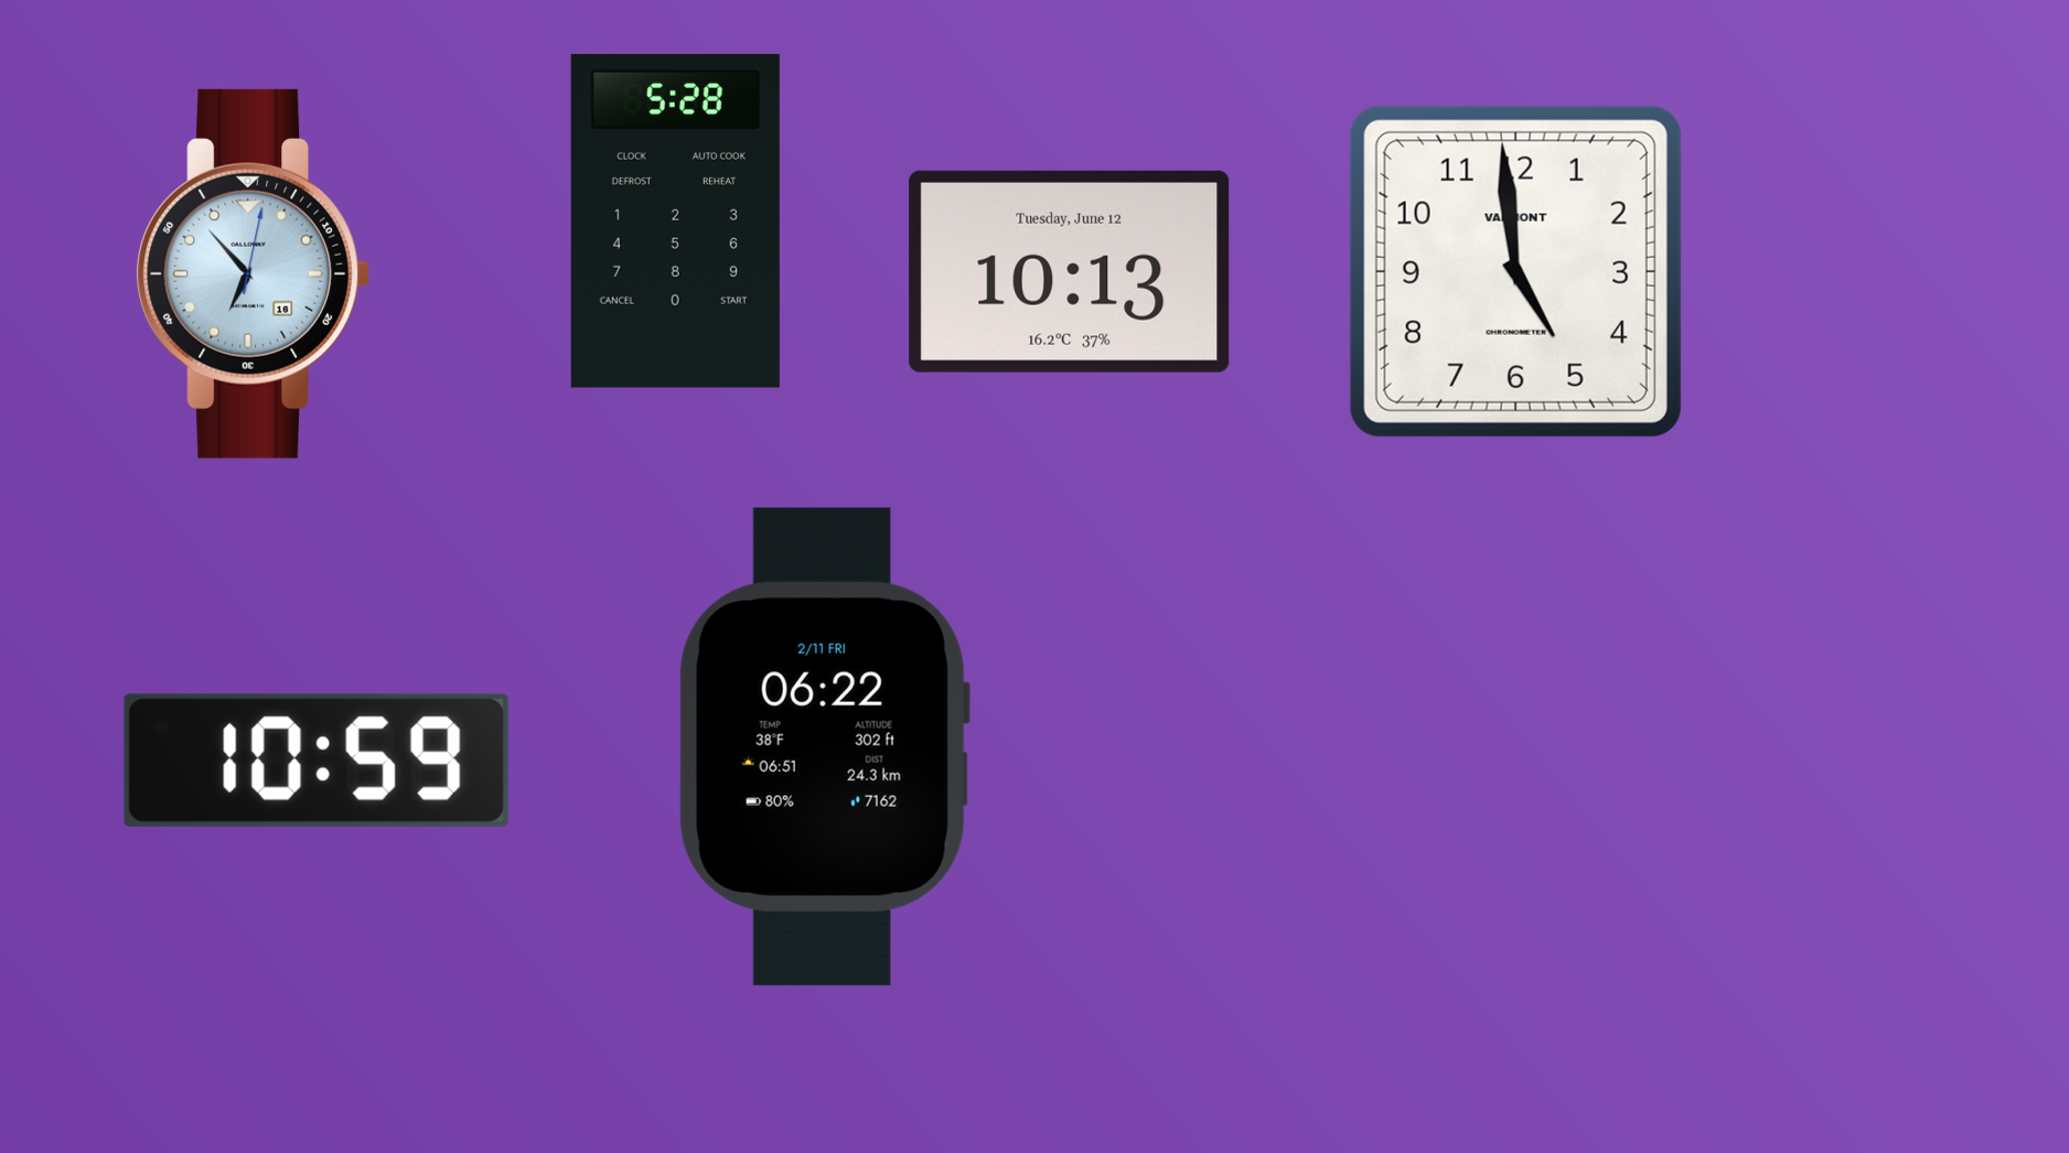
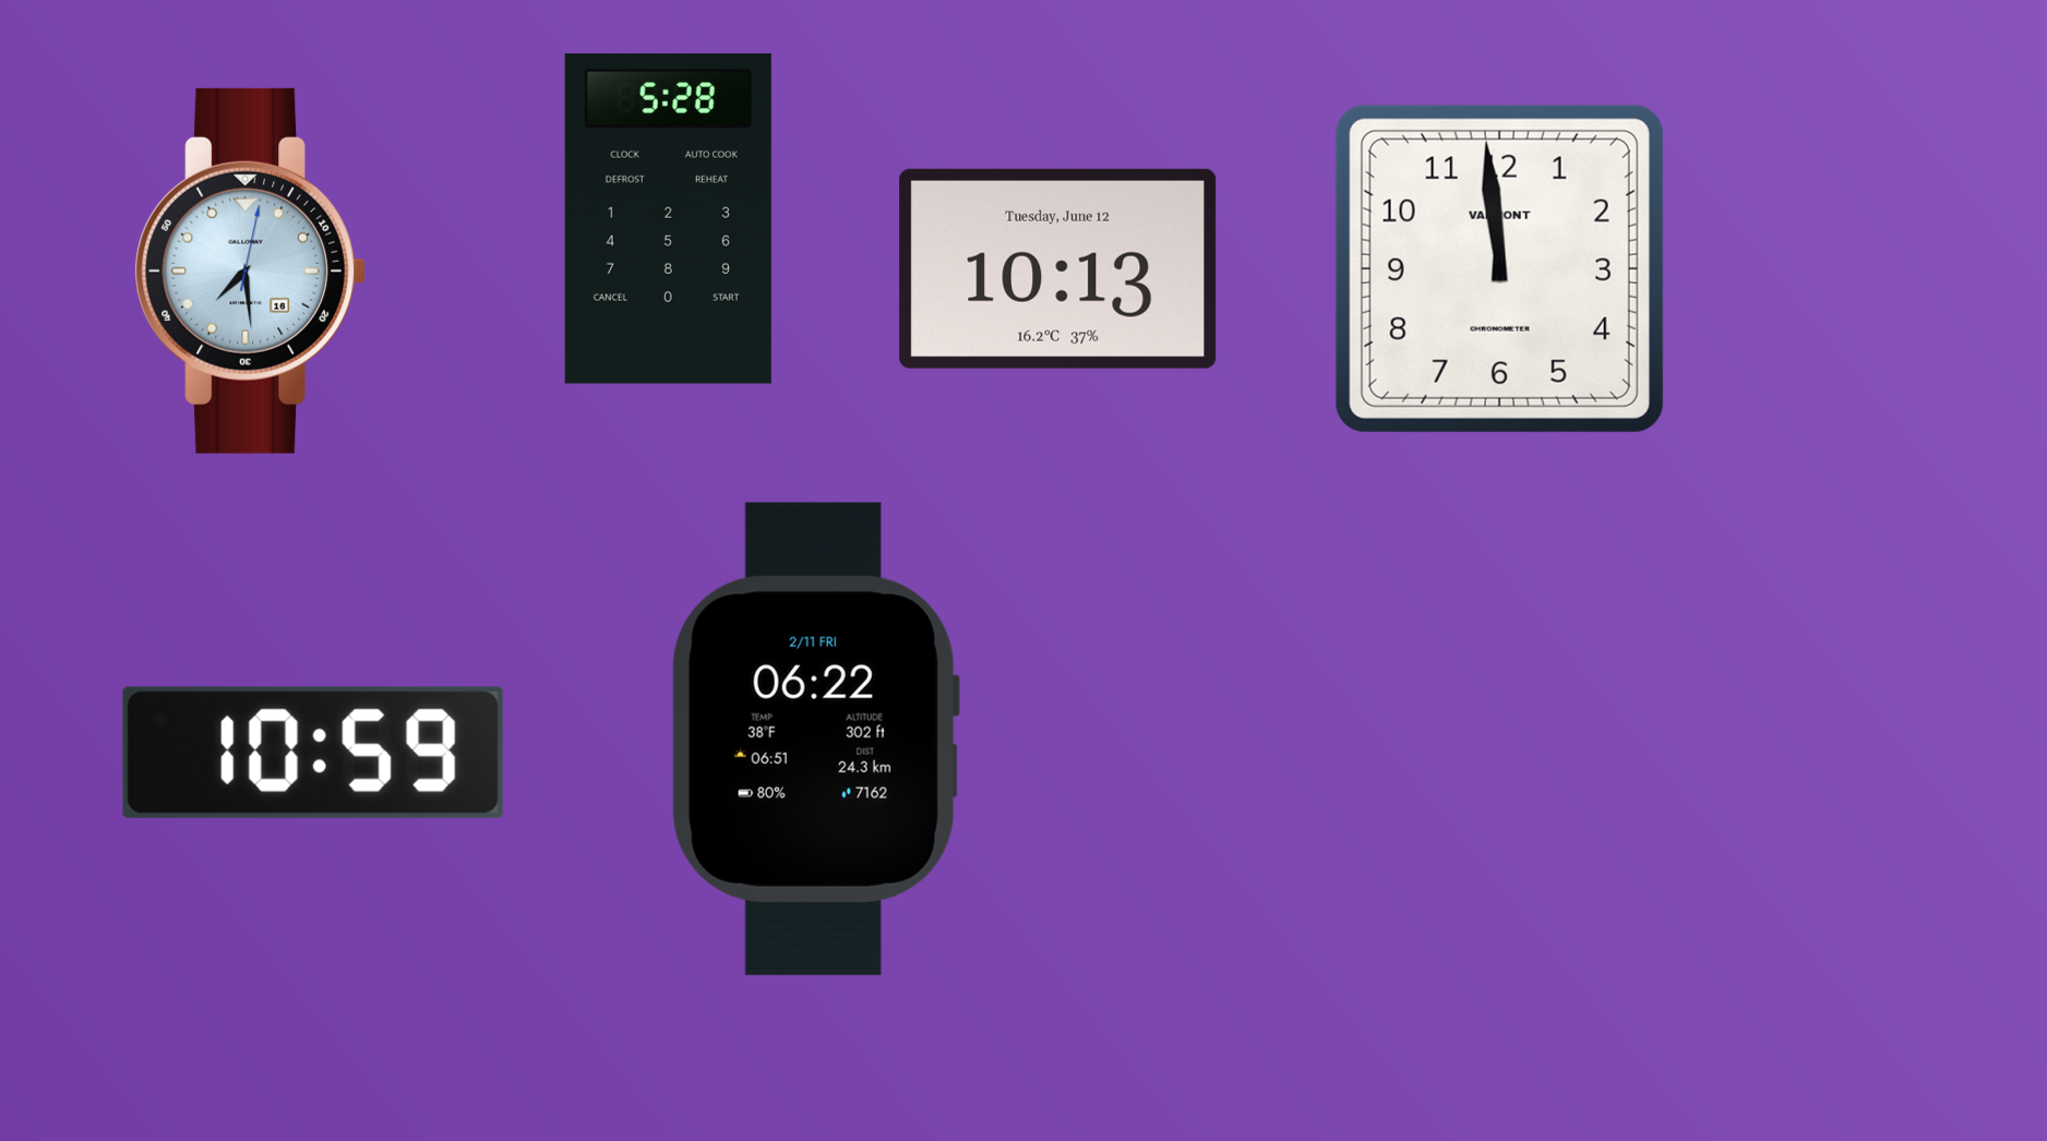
clock at (1515, 271): 4:59 -> 11:59
clock at (254, 273): 6:53 -> 7:29
